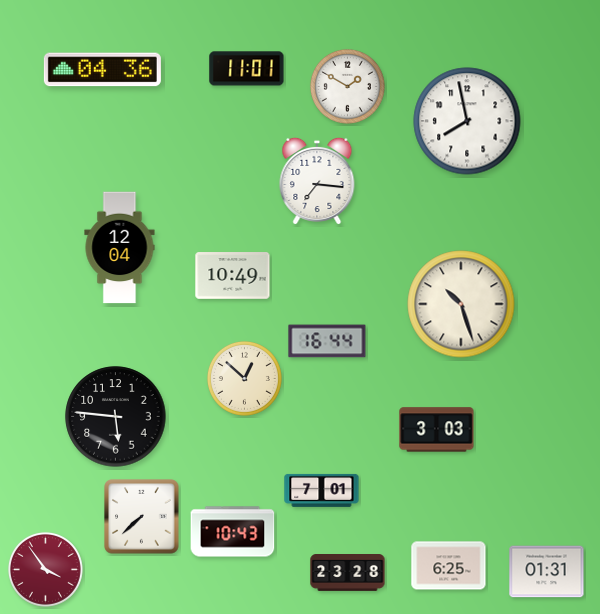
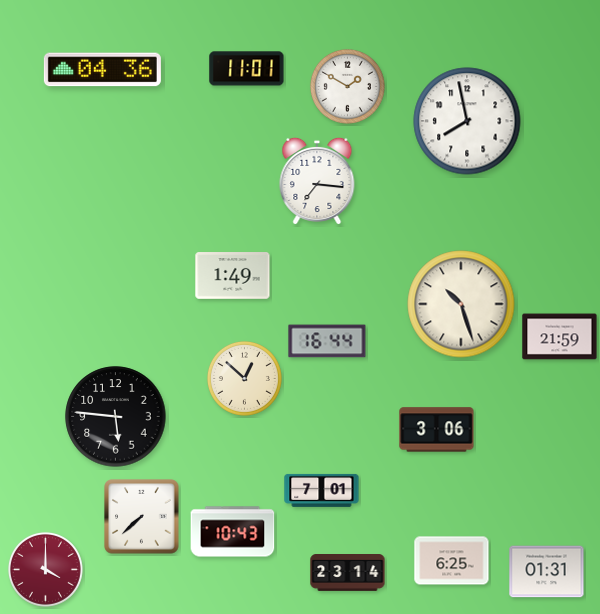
clock at (120, 248): 12:04 -> none
clock at (233, 276): 10:49 -> 1:49
clock at (560, 337): none -> 21:59
clock at (437, 430): 3:03 -> 3:06
clock at (449, 566) position: (449, 566) -> (452, 561)
clock at (45, 569): 3:54 -> 4:00
clock at (348, 573): 23:28 -> 23:14
